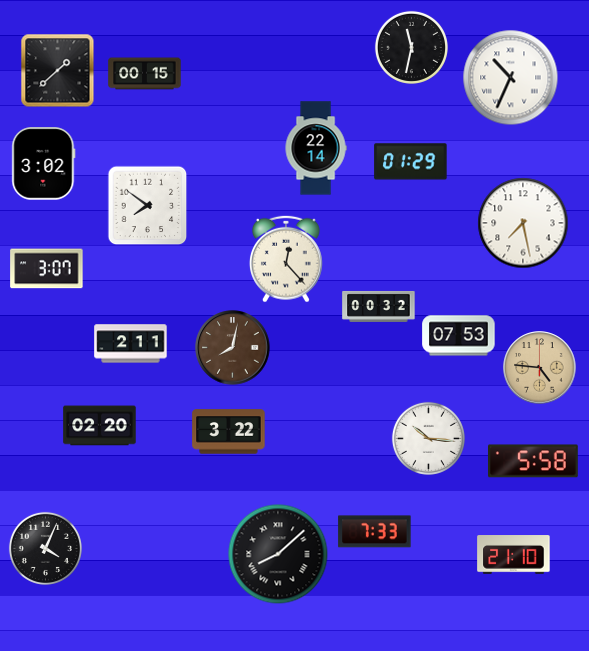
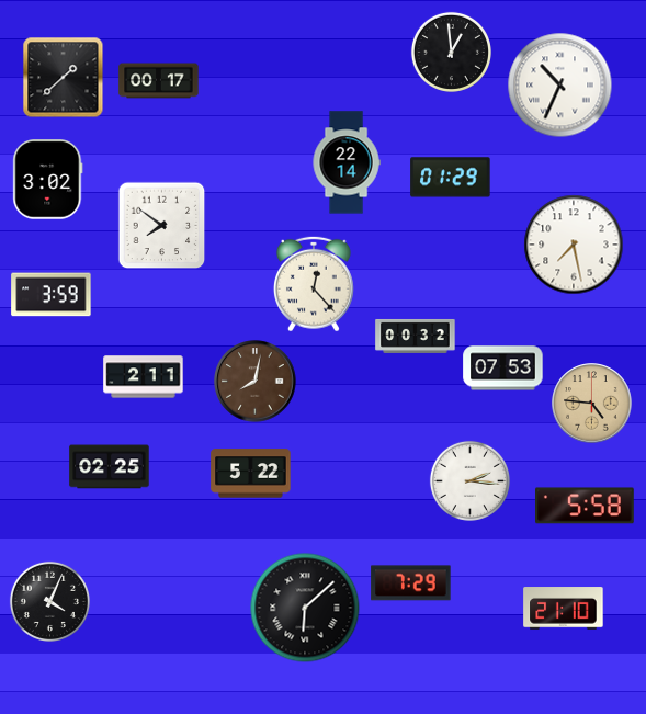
clock at (411, 47): 11:32 -> 12:59
clock at (145, 74): 00:15 -> 00:17
clock at (47, 269): 3:07 -> 3:59
clock at (100, 426): 02:20 -> 02:25
clock at (229, 432): 3:22 -> 5:22
clock at (428, 438): 10:16 -> 2:16
clock at (375, 532): 7:33 -> 7:29
clock at (278, 554): 8:08 -> 6:08
